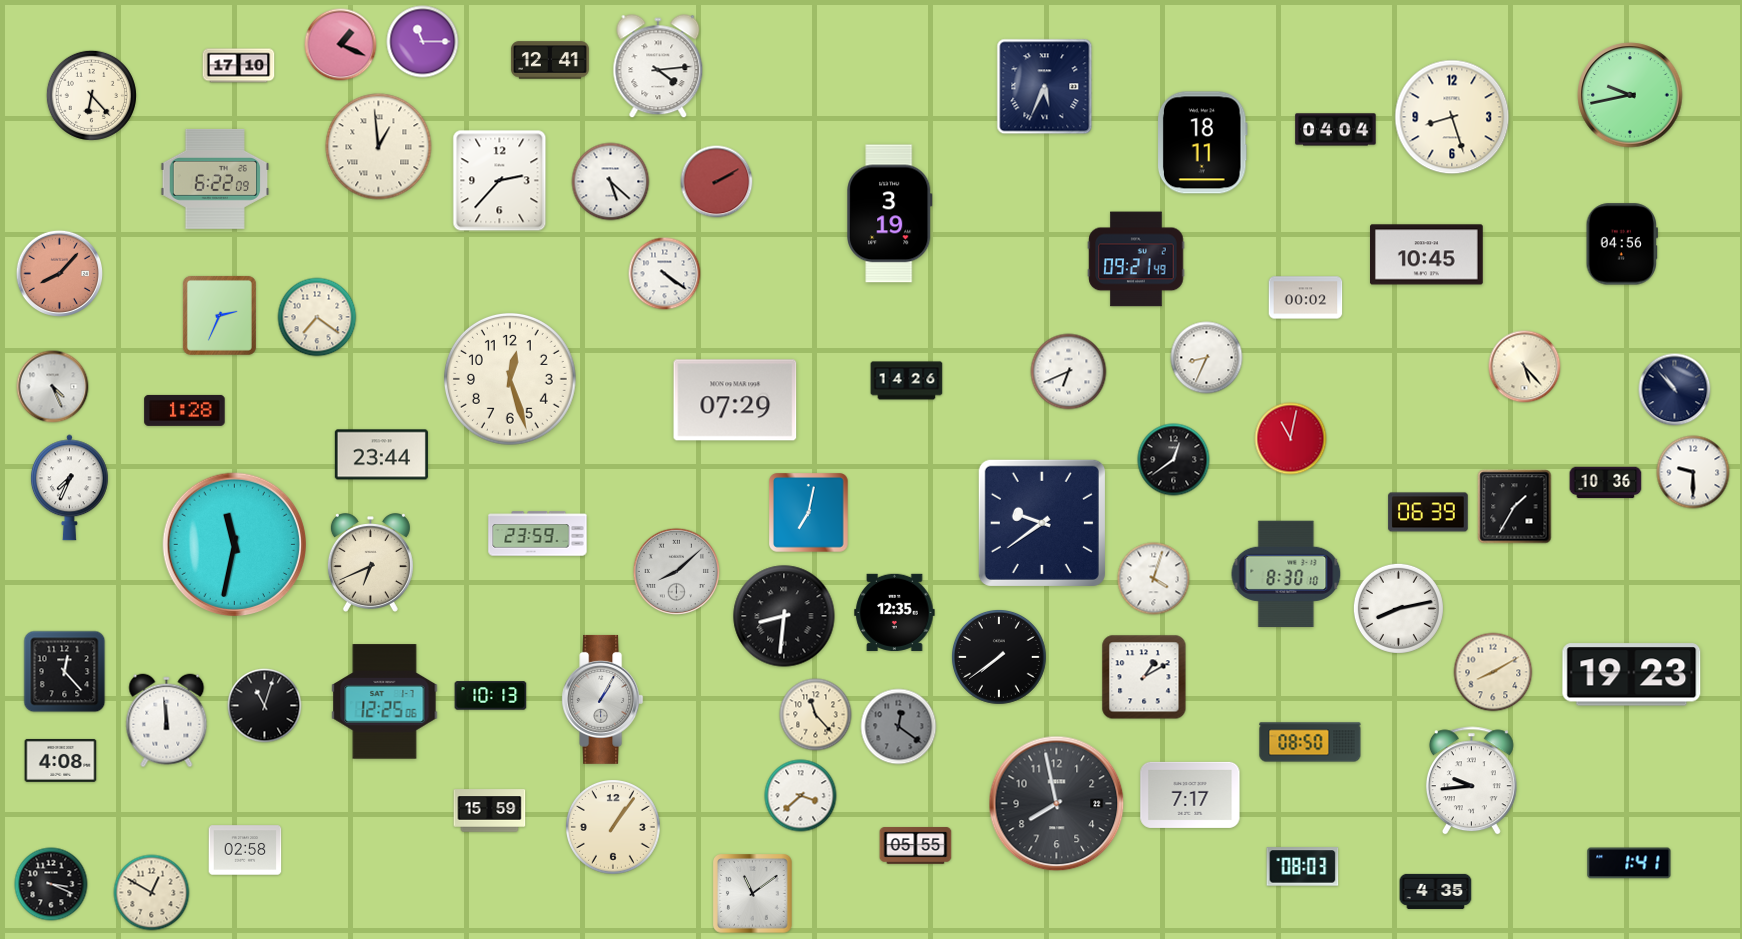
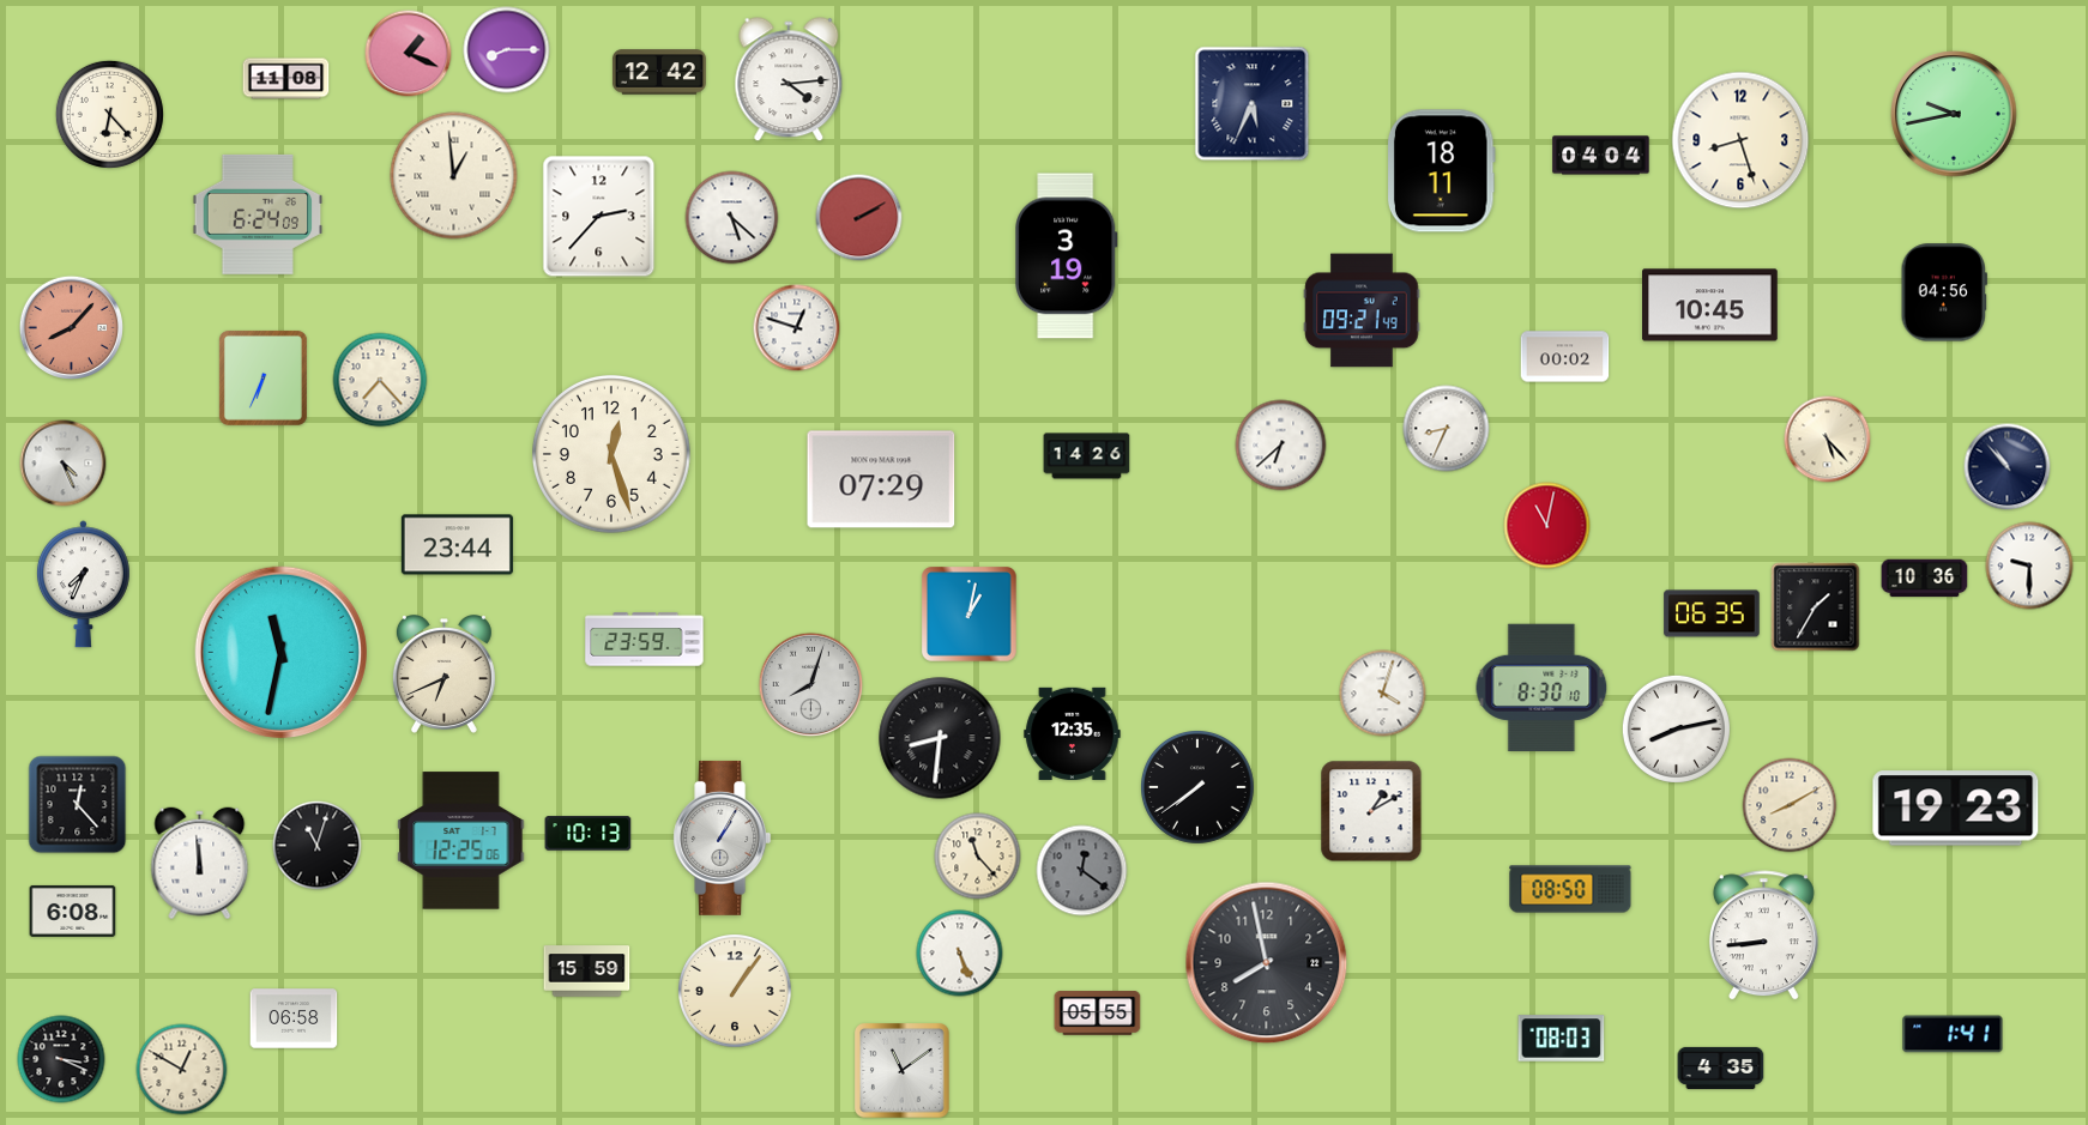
clock at (423, 42): 11:15 -> 8:15
clock at (550, 60): 12:41 -> 12:42
clock at (239, 66): 17:10 -> 11:08
clock at (215, 179): 6:22 -> 6:24
clock at (665, 274): 4:21 -> 12:48
clock at (219, 315): 2:34 -> 6:34
clock at (317, 317): 7:21 -> 7:23
clock at (1069, 372): 6:41 -> 6:38
clock at (185, 410): 1:28 -> none
clock at (1174, 460): 12:39 -> none
clock at (1428, 512): 06:39 -> 06:35
clock at (809, 513): 7:02 -> 1:02
clock at (1042, 523): 9:39 -> none
clock at (676, 571): 8:08 -> 8:03
clock at (899, 727) position: (899, 727) -> (1082, 871)
clock at (61, 760): 4:08 -> 6:08
clock at (1471, 781): 9:44 -> 8:44
clock at (1190, 795): 7:17 -> none
clock at (801, 796): 3:38 -> 5:26
clock at (245, 850): 02:58 -> 06:58
